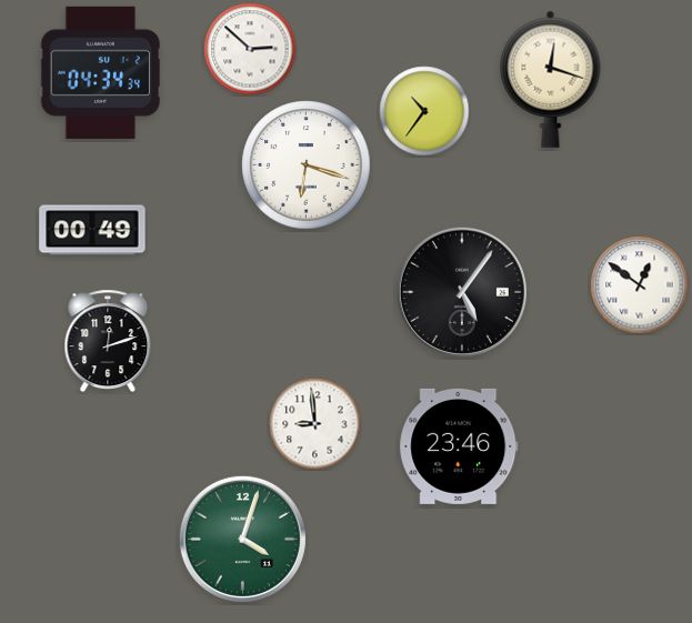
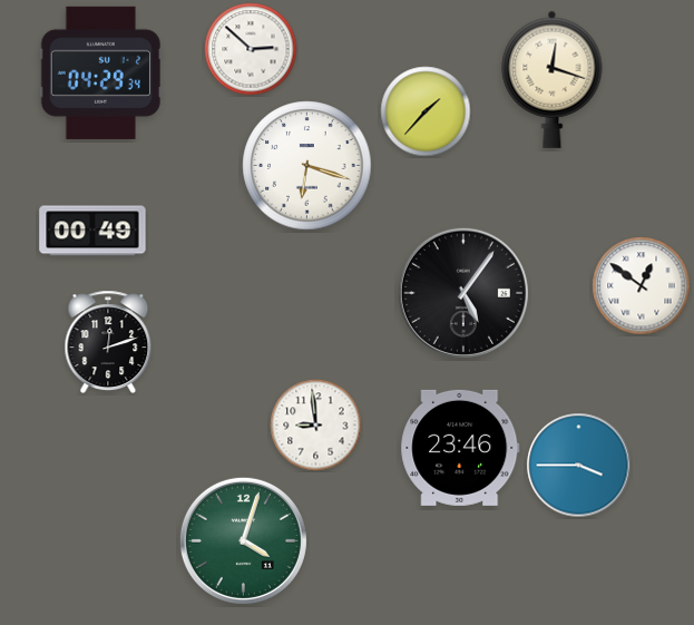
clock at (100, 72): 04:34 -> 04:29
clock at (424, 111): 10:36 -> 1:37
clock at (579, 466): none -> 3:45
